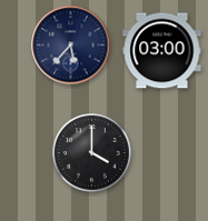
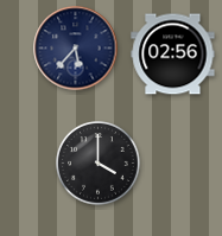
clock at (162, 51): 03:00 -> 02:56
